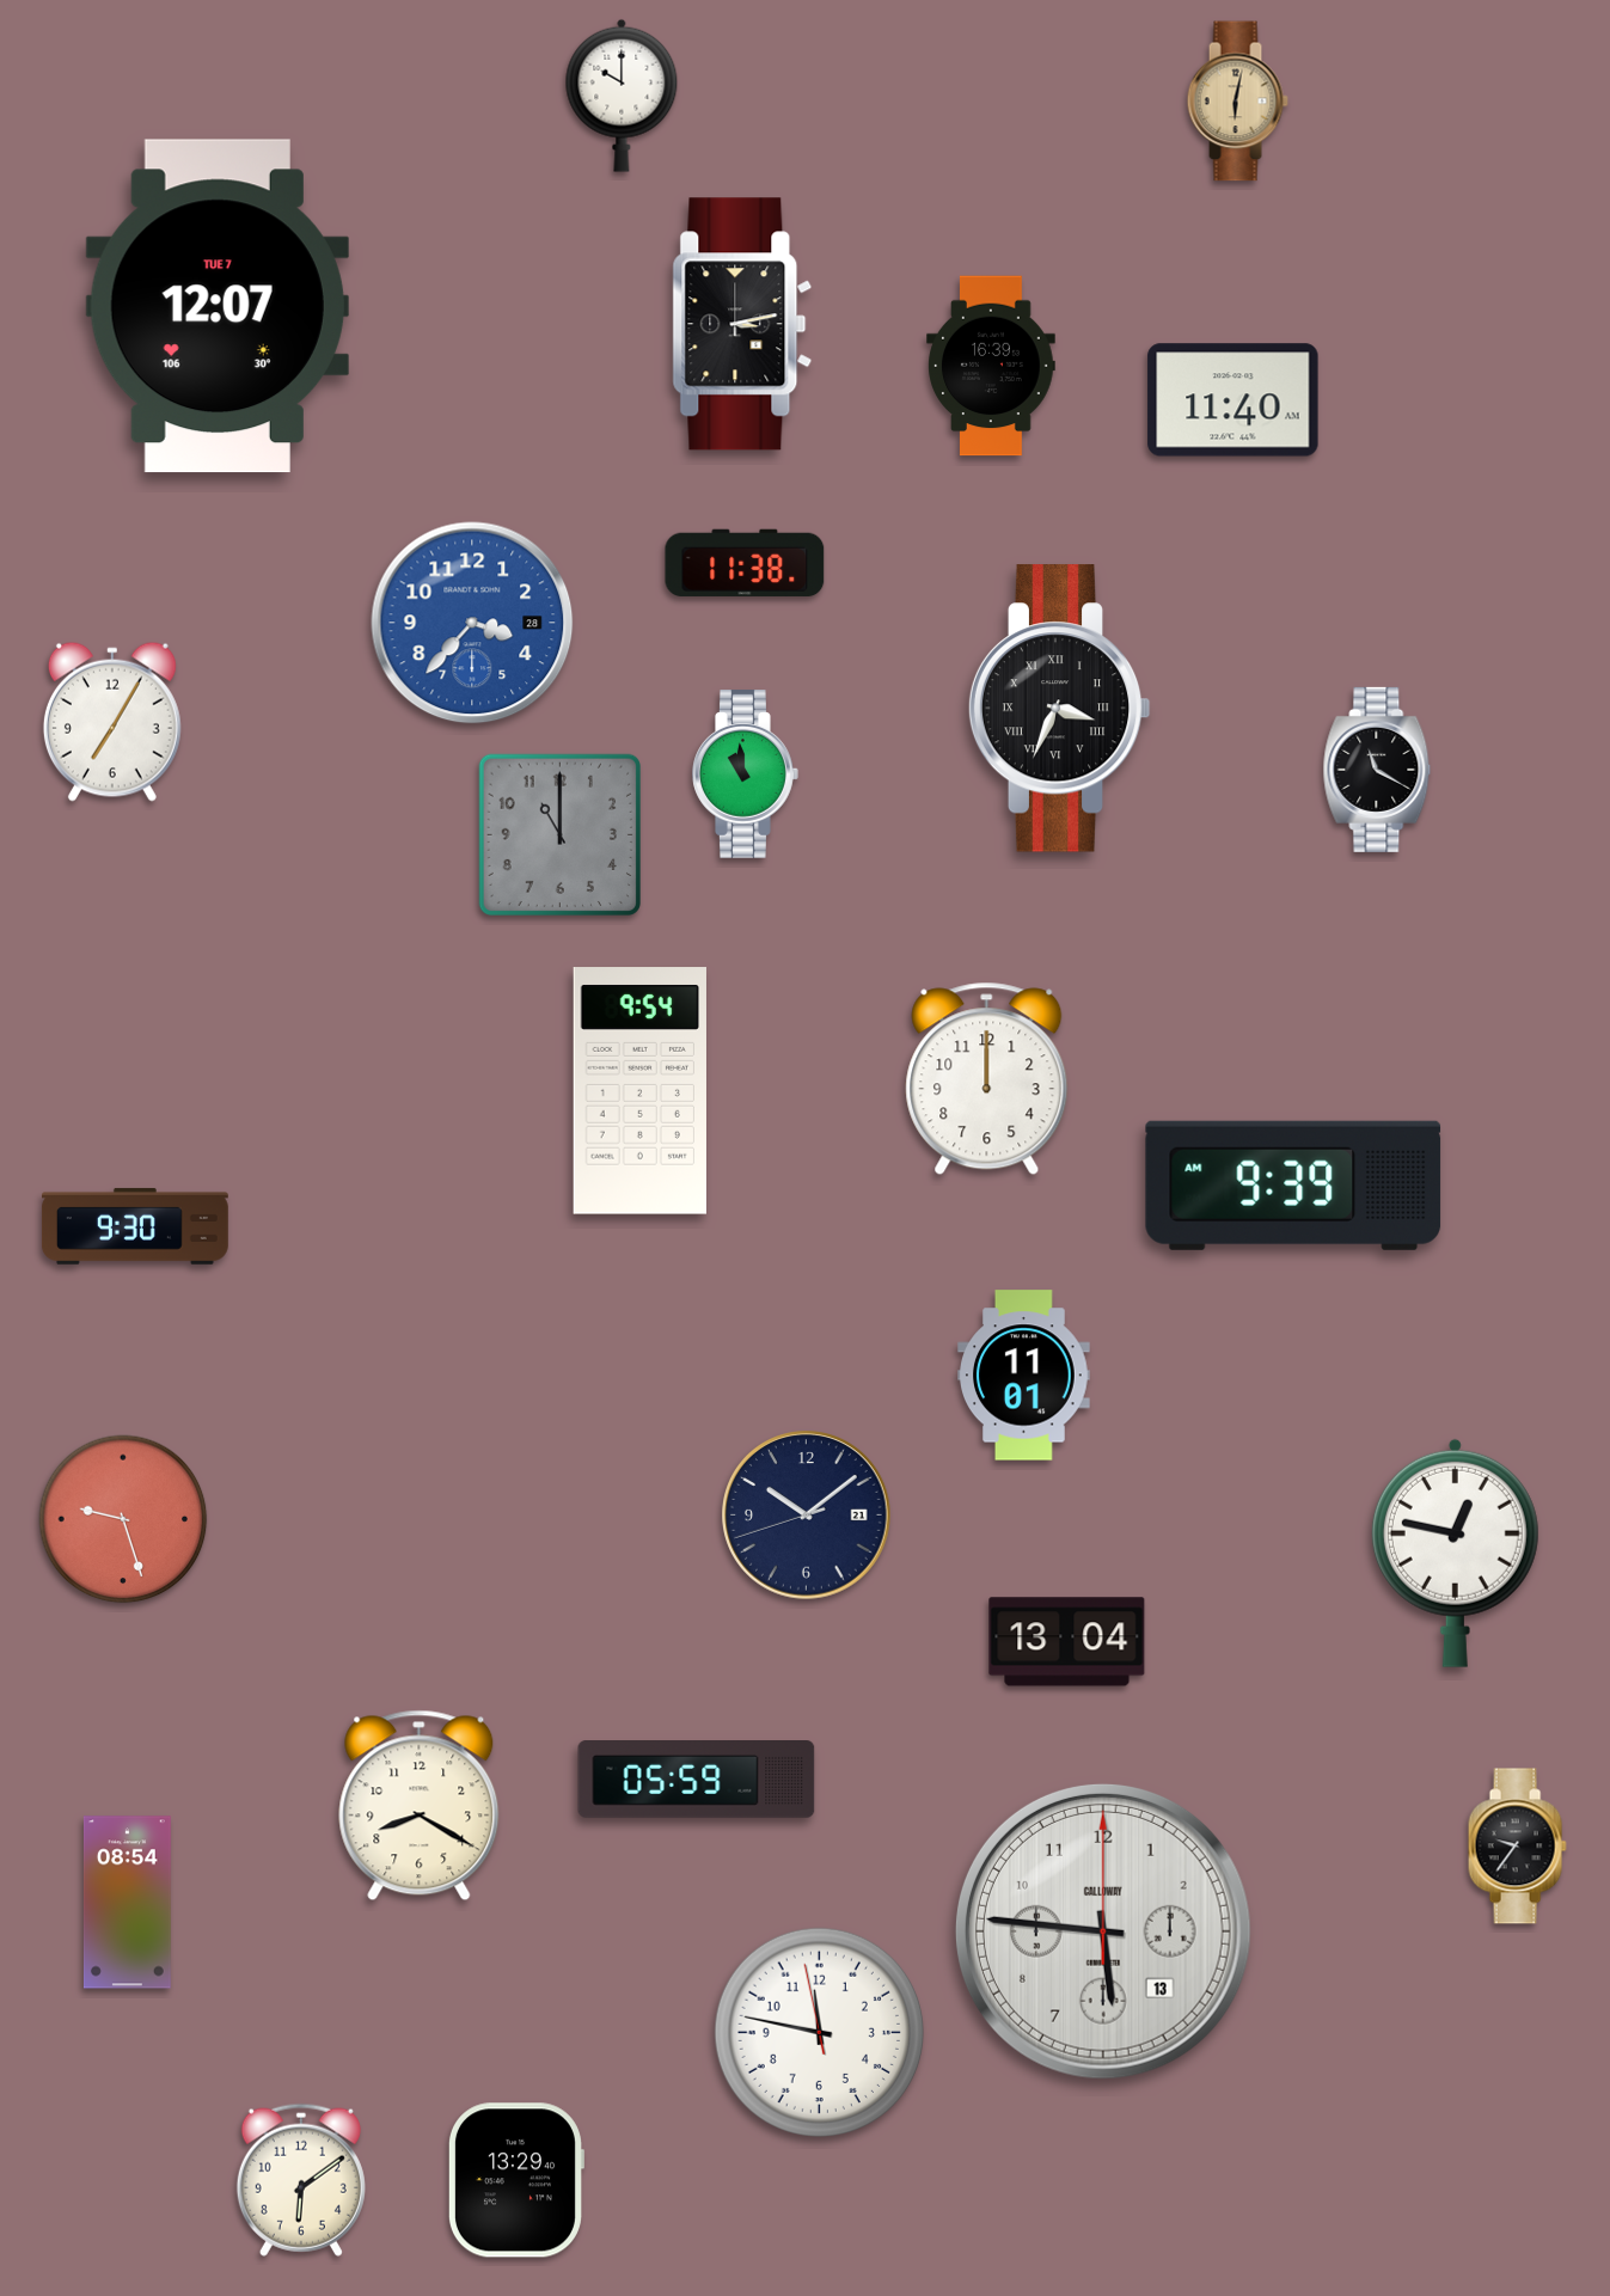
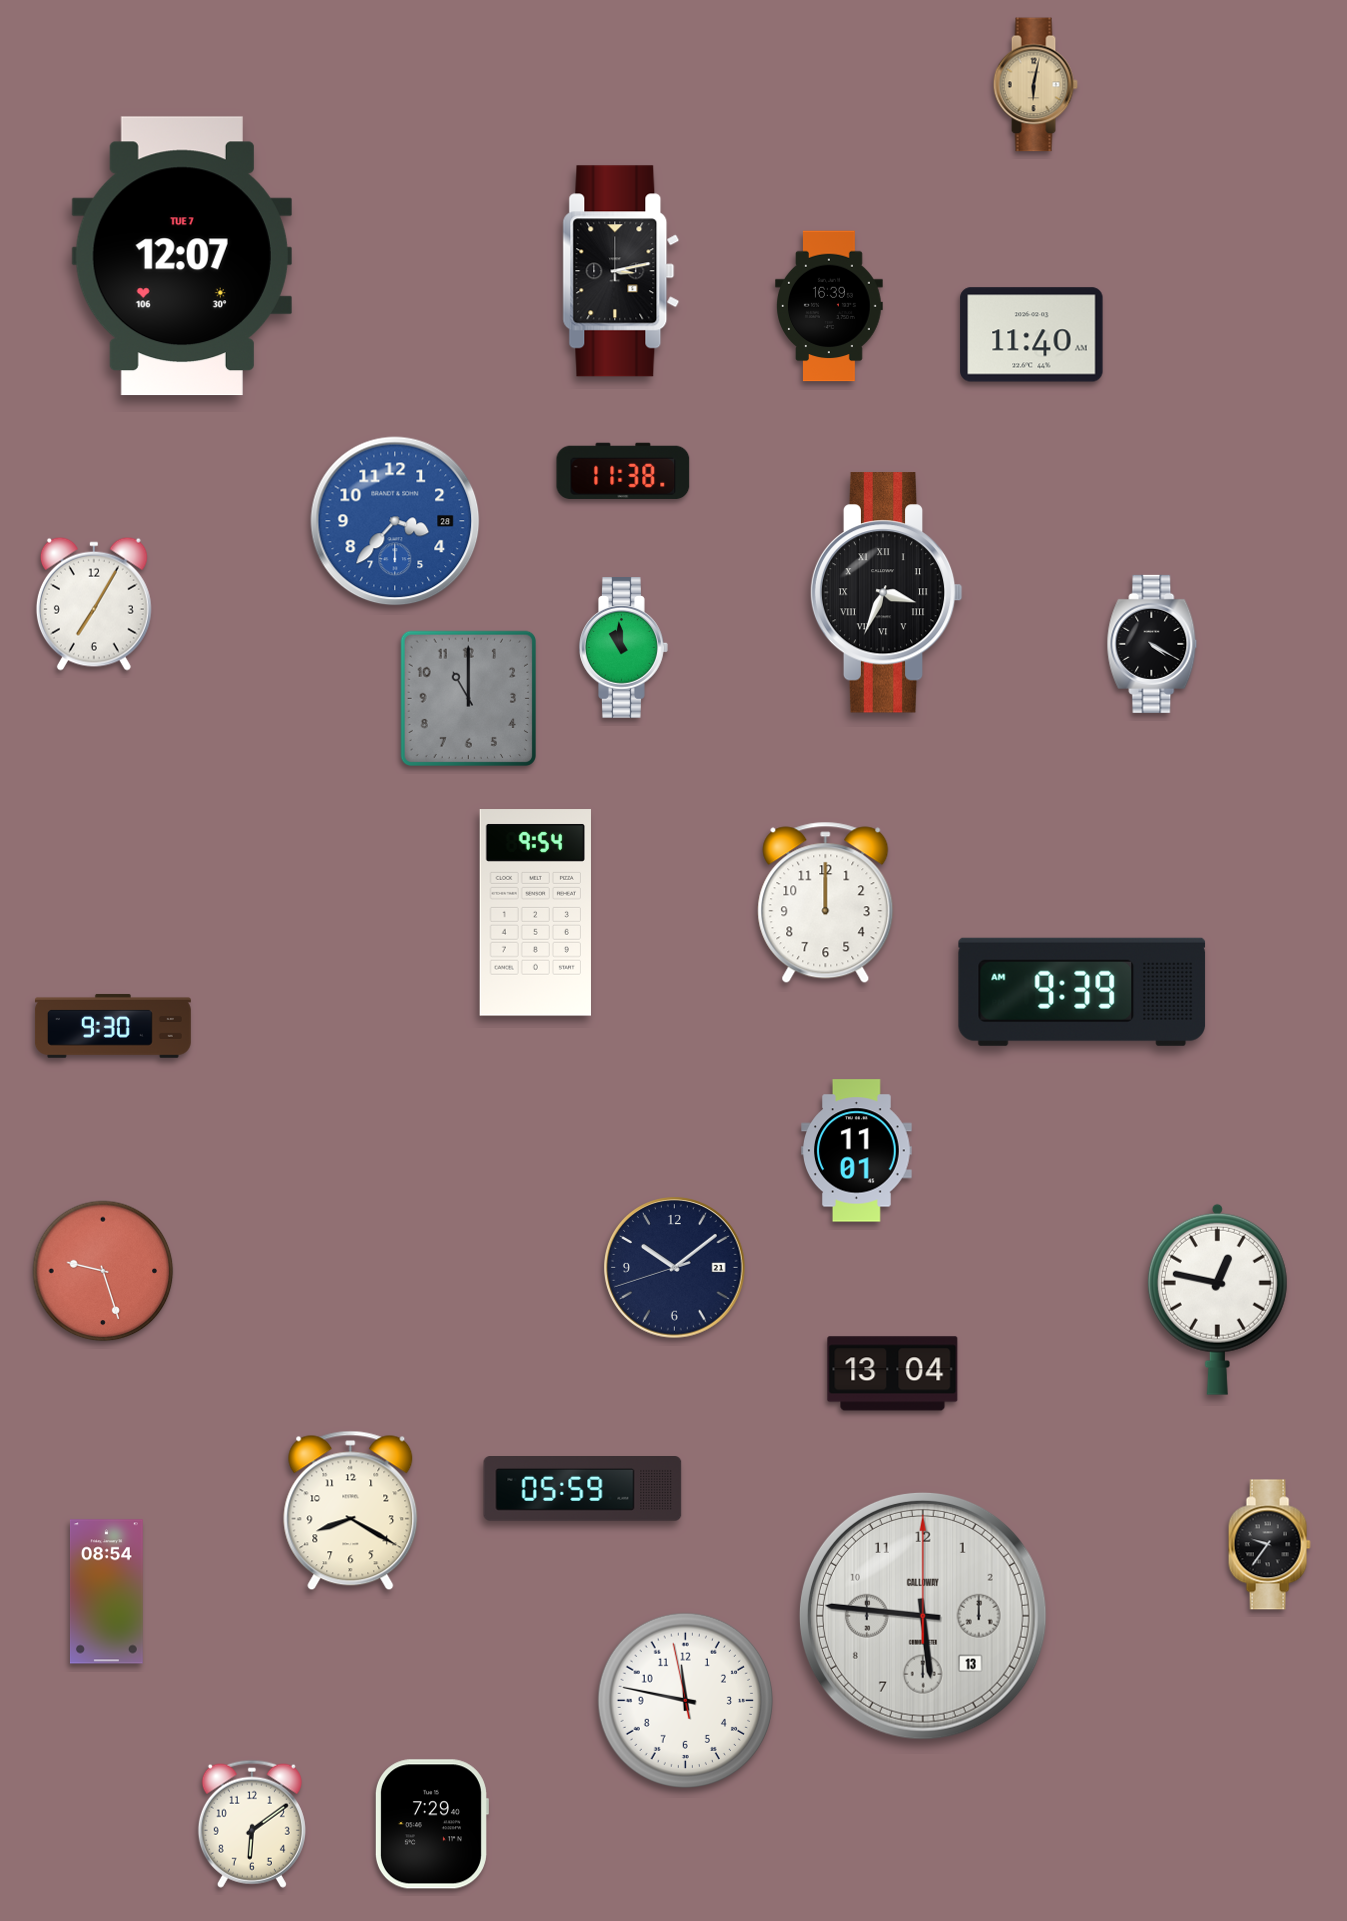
clock at (622, 96): 10:00 -> none
clock at (1377, 770): 11:20 -> 4:20
clock at (515, 2180): 13:29 -> 7:29
